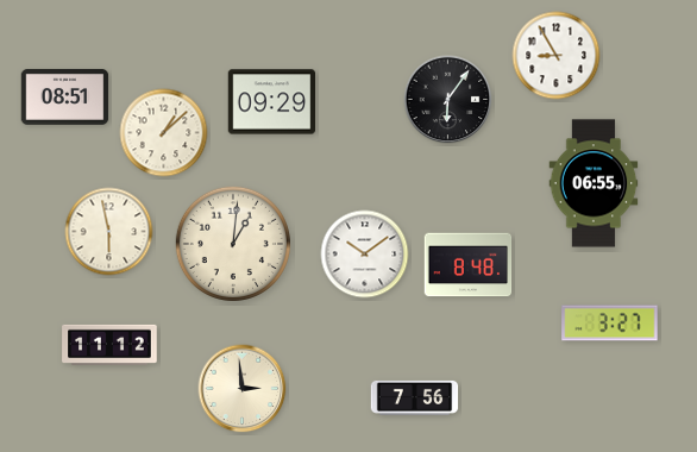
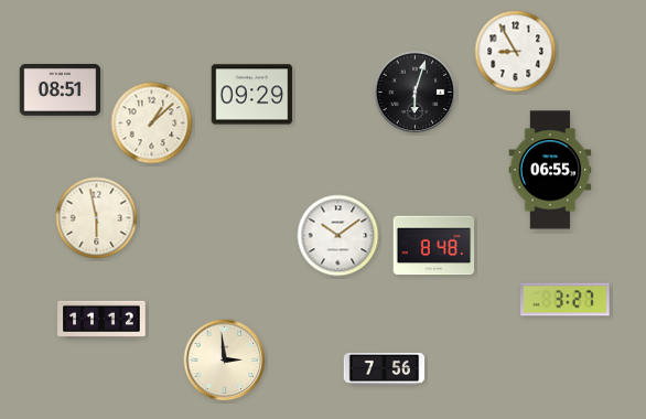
clock at (448, 100): 6:06 -> 6:03
clock at (109, 232) position: (109, 232) -> (97, 218)
clock at (233, 244): 1:01 -> none
